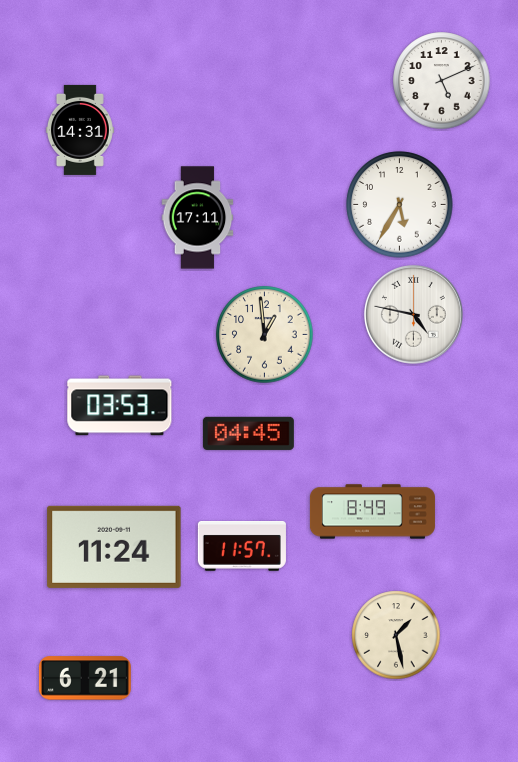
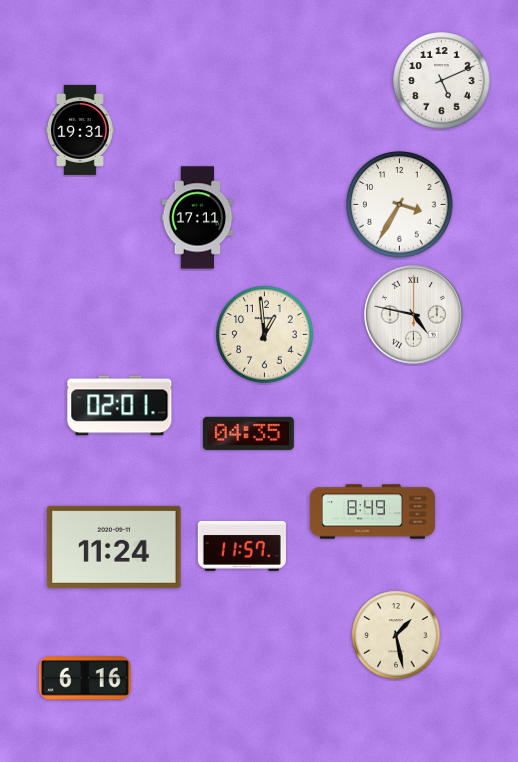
clock at (80, 130): 14:31 -> 19:31
clock at (400, 205): 5:35 -> 3:35
clock at (120, 406): 03:53 -> 02:01
clock at (248, 433): 04:45 -> 04:35
clock at (85, 678): 6:21 -> 6:16
